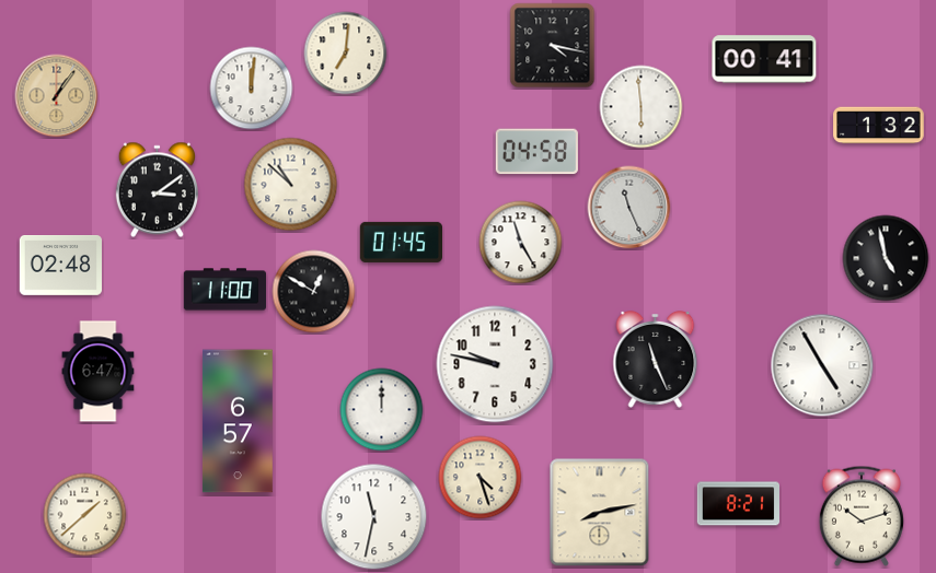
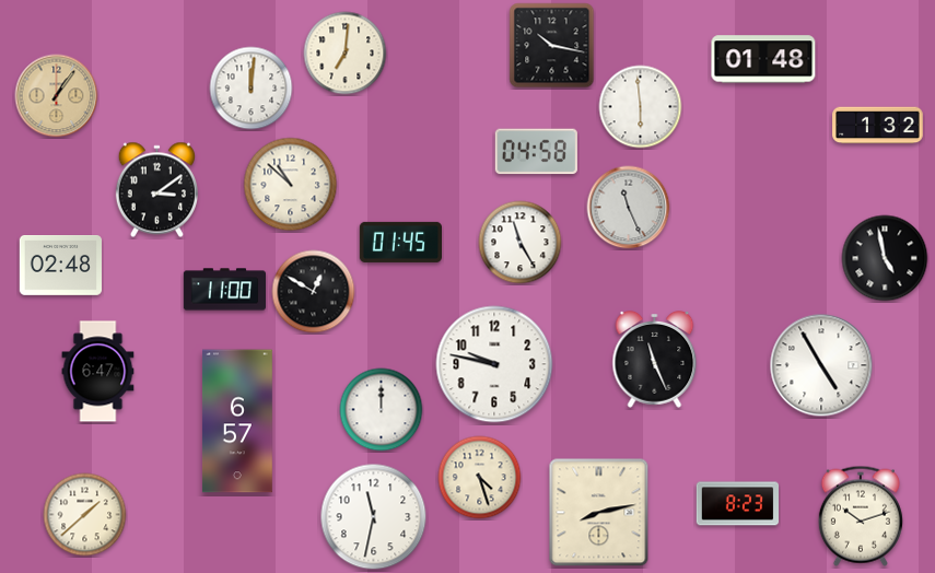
clock at (553, 46): 4:17 -> 10:17
clock at (764, 59): 00:41 -> 01:48
clock at (738, 504): 8:21 -> 8:23
